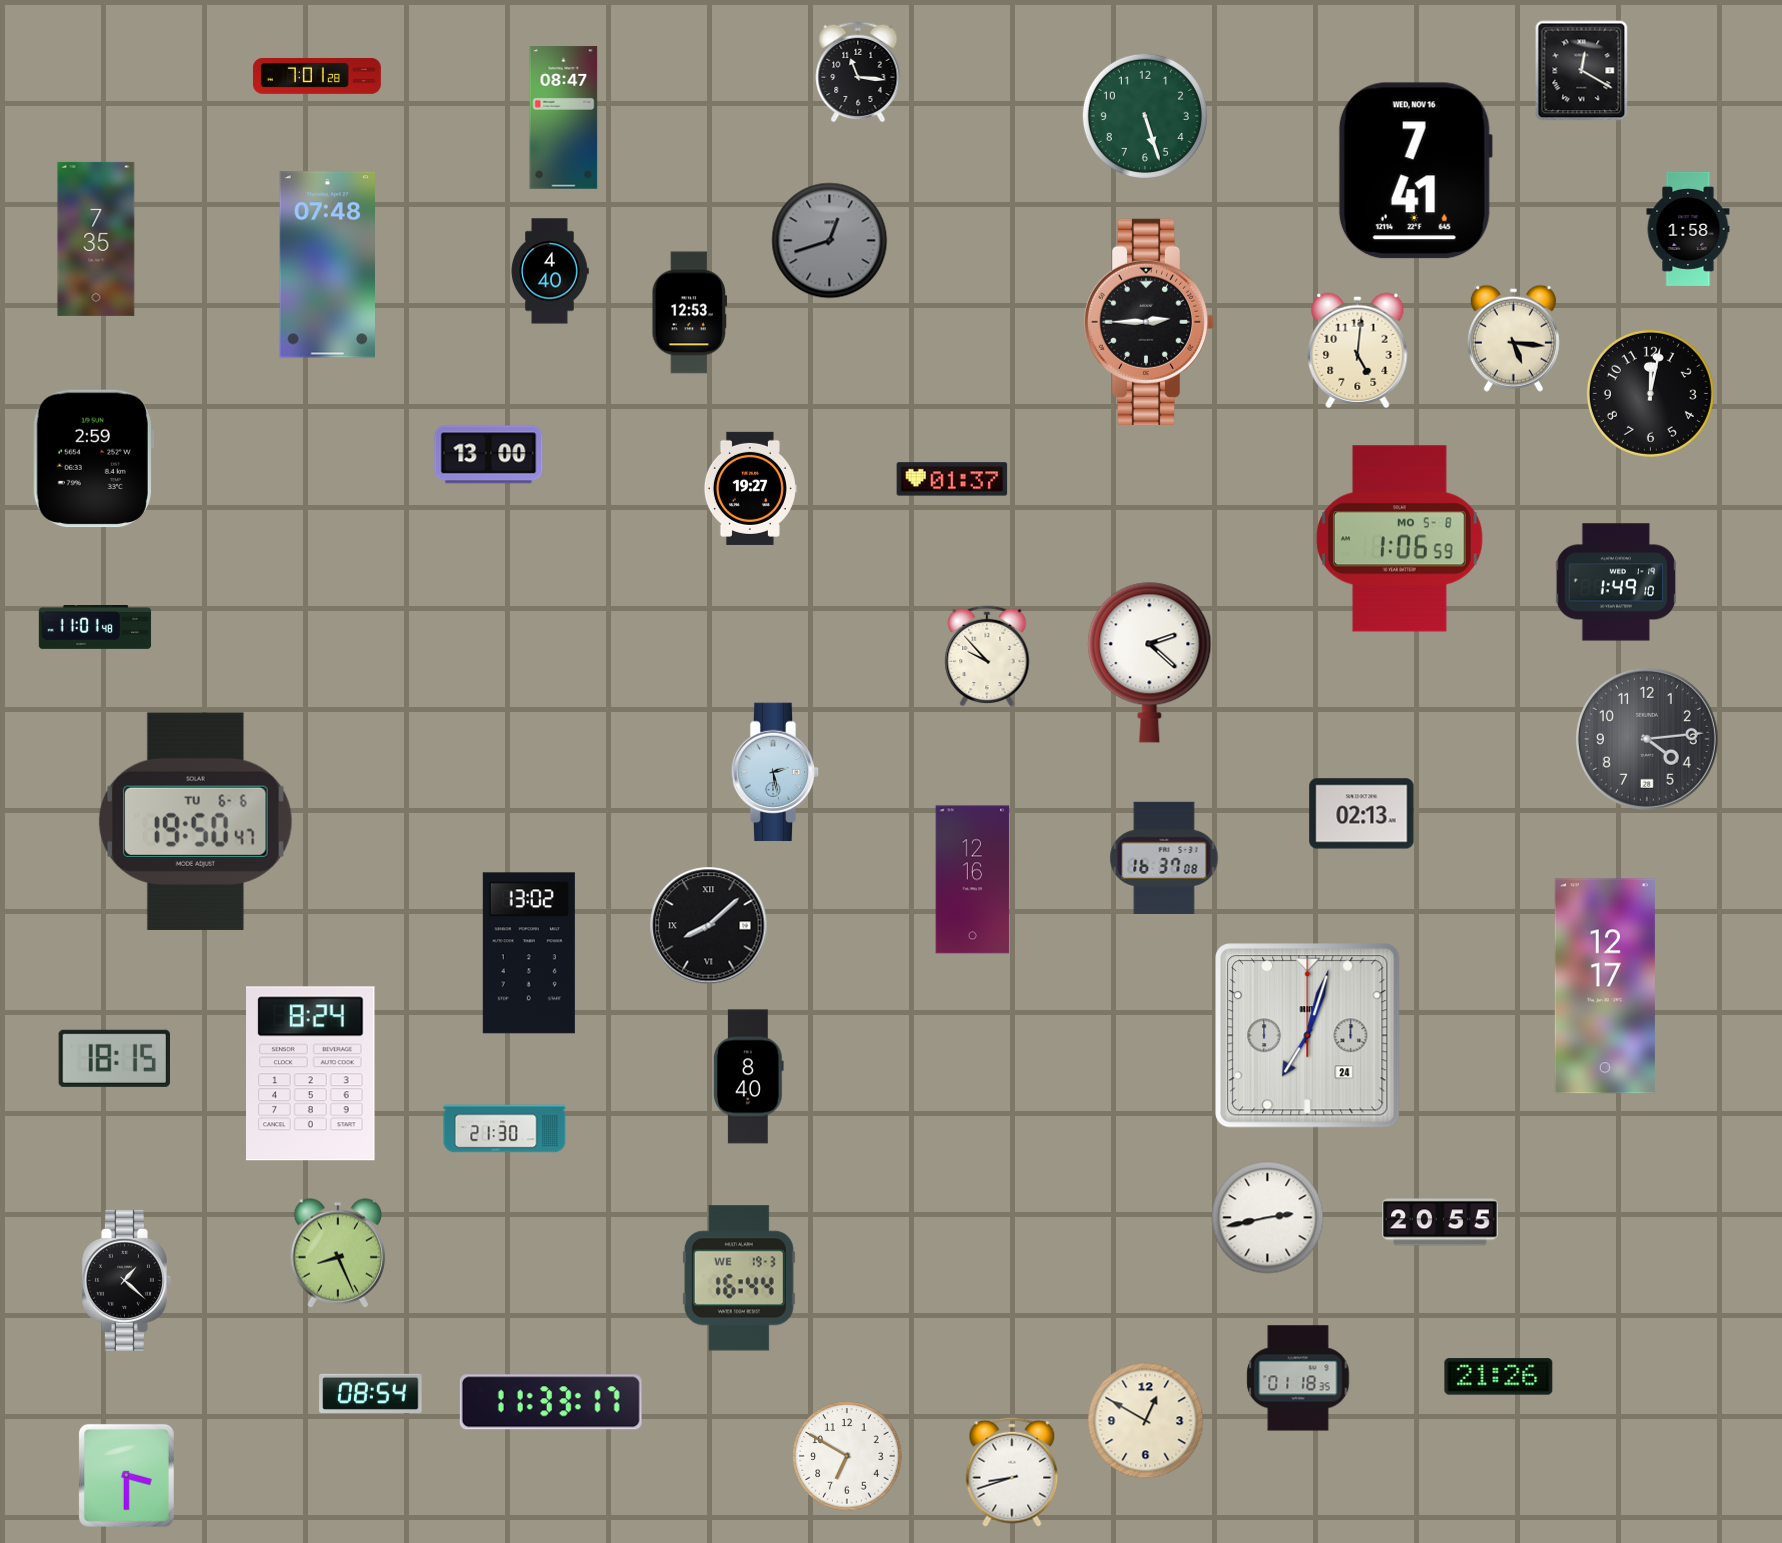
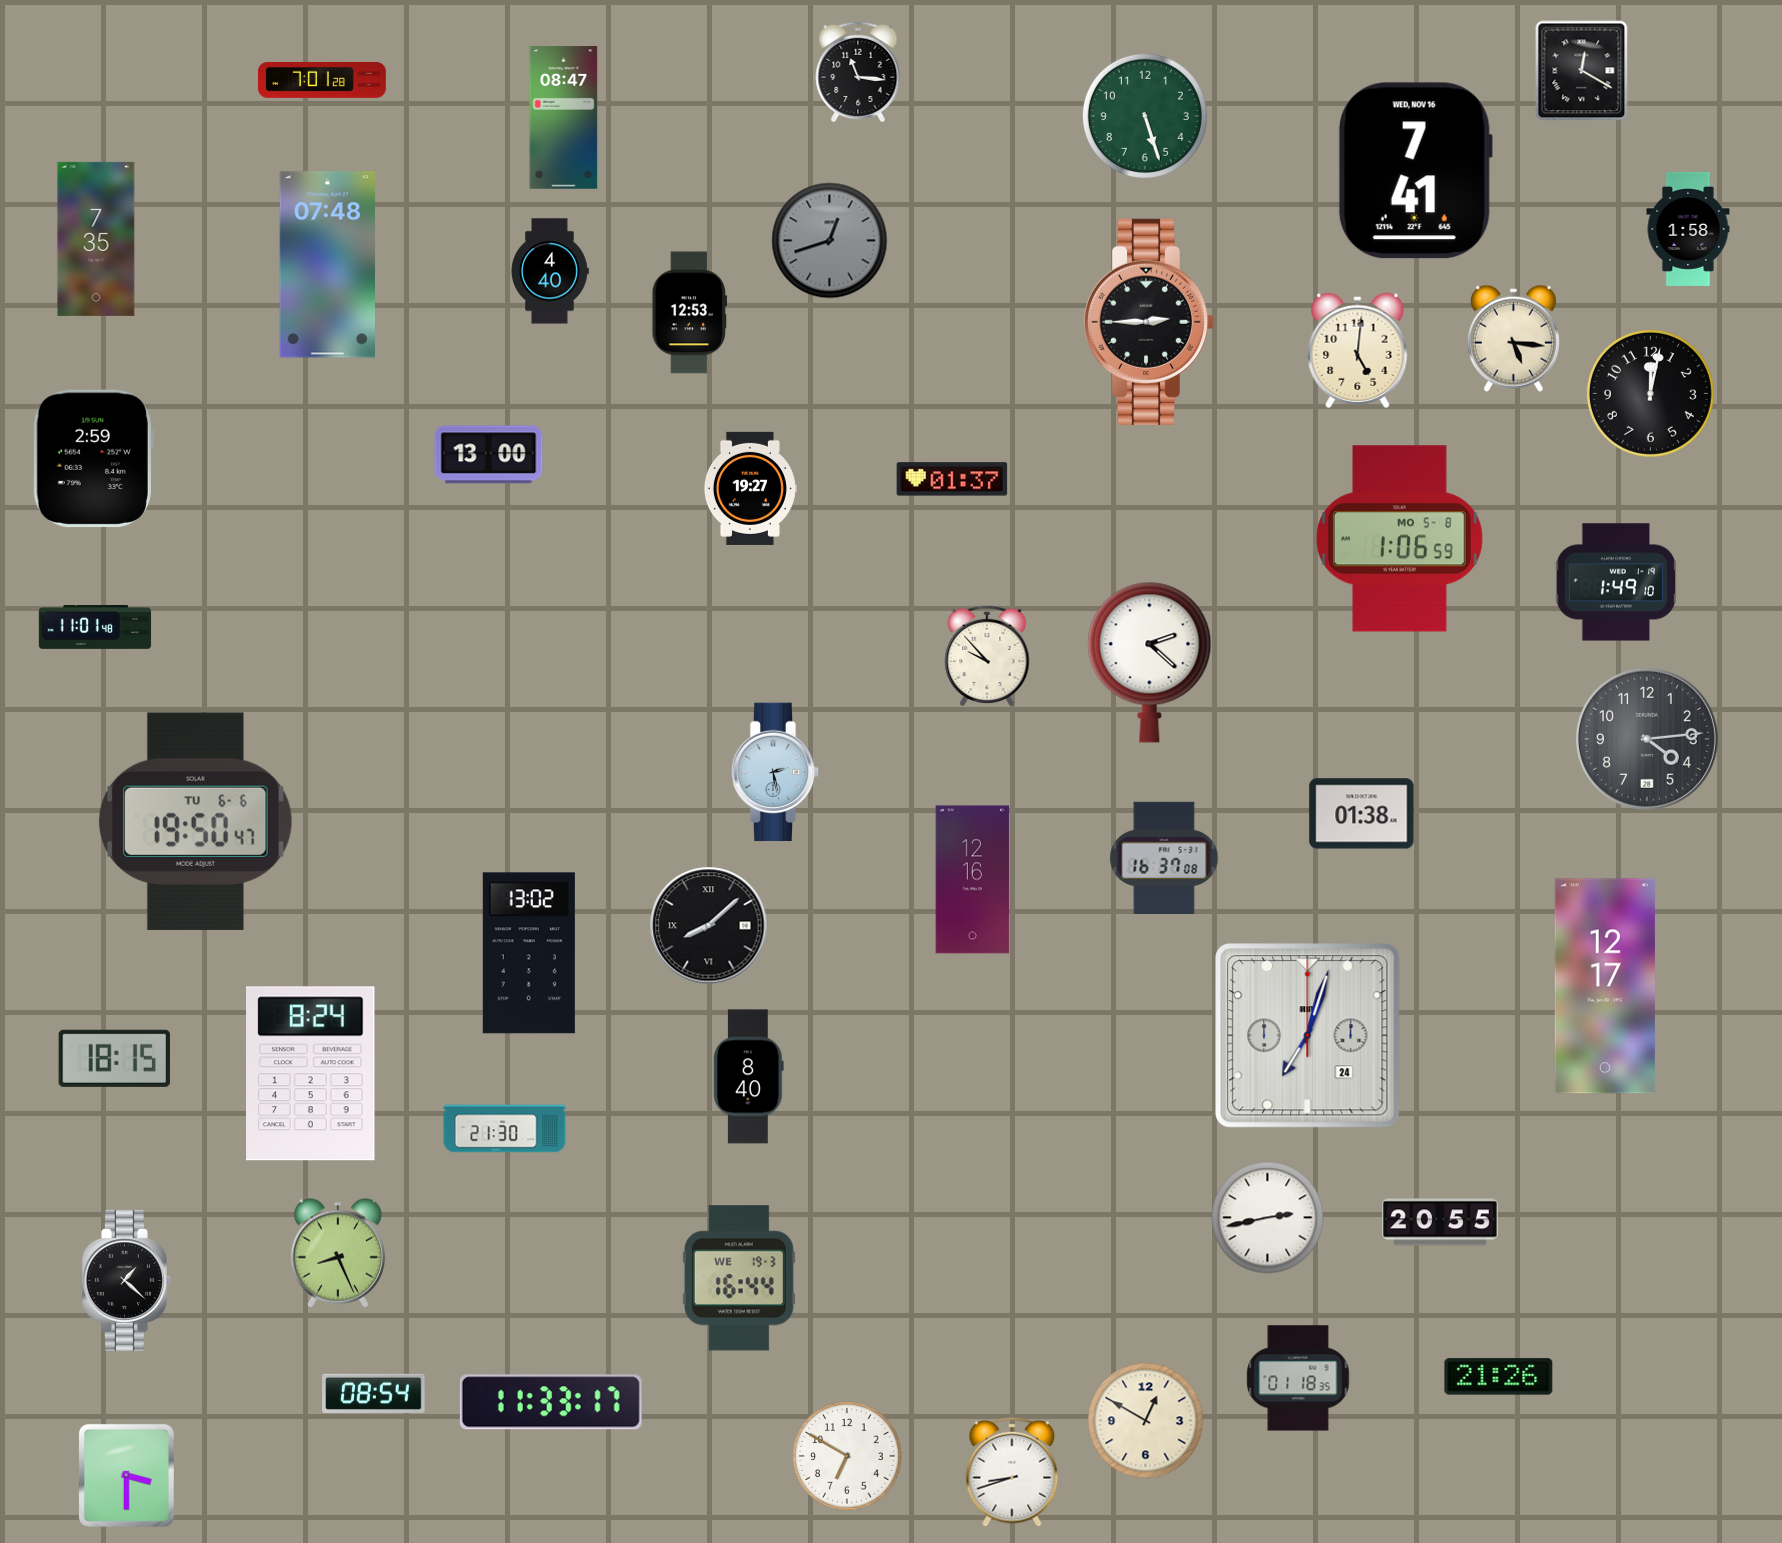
clock at (317, 76) position: (317, 76) -> (322, 80)
clock at (1362, 814): 02:13 -> 01:38
clock at (371, 1393) position: (371, 1393) -> (374, 1393)
